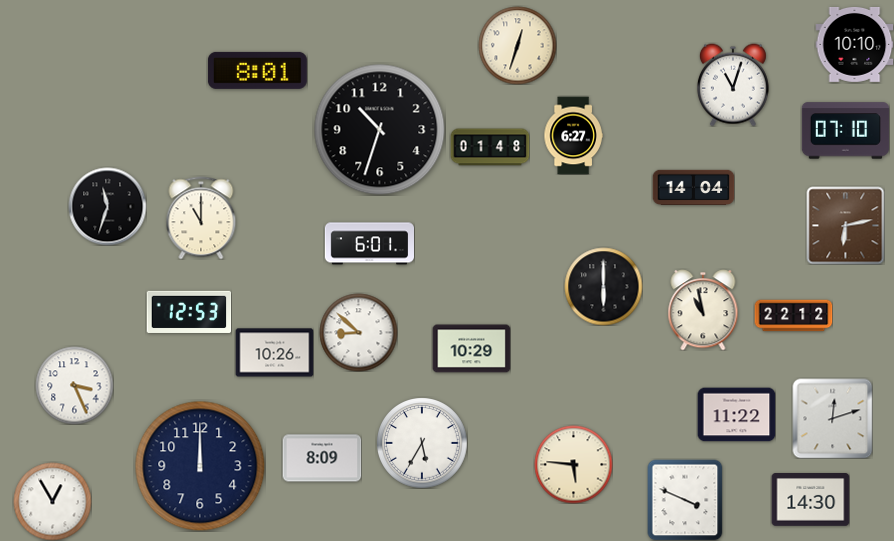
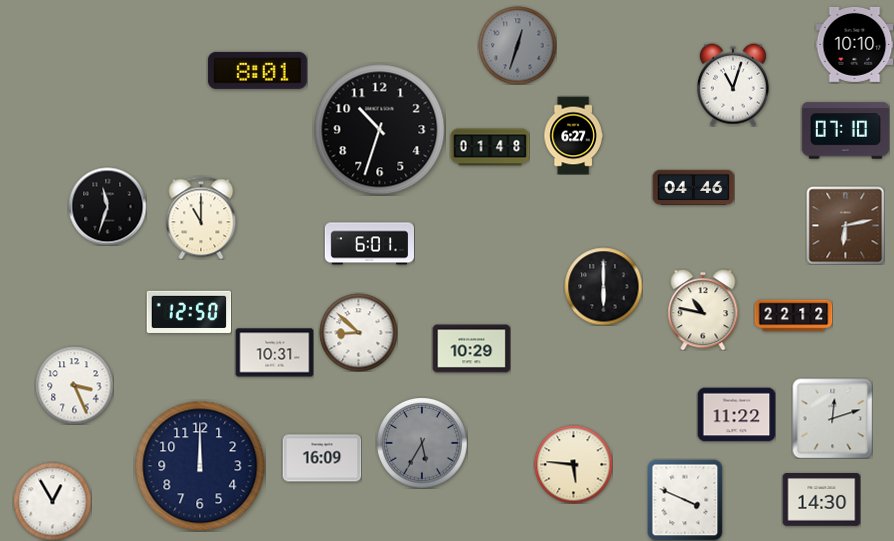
clock at (517, 45) dial: cream -> grey
clock at (693, 188): 14:04 -> 04:46
clock at (703, 310): 10:58 -> 10:47
clock at (189, 311): 12:53 -> 12:50
clock at (274, 353): 10:26 -> 10:31
clock at (422, 443) dial: white -> grey
clock at (322, 458): 8:09 -> 16:09
clock at (810, 500) position: (810, 500) -> (821, 500)
